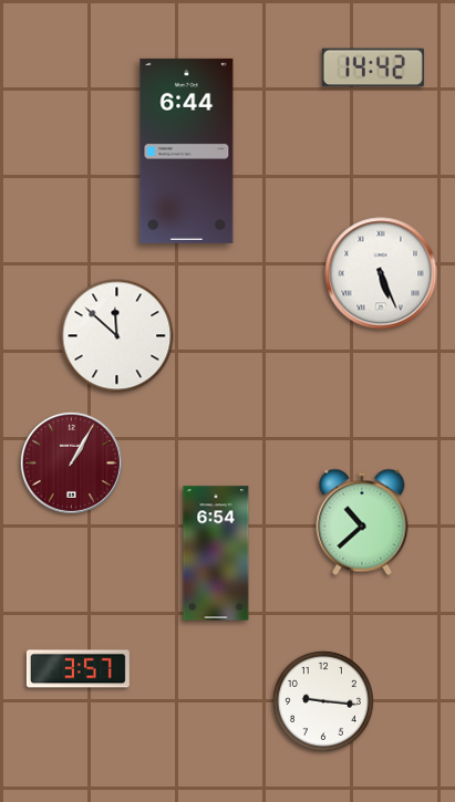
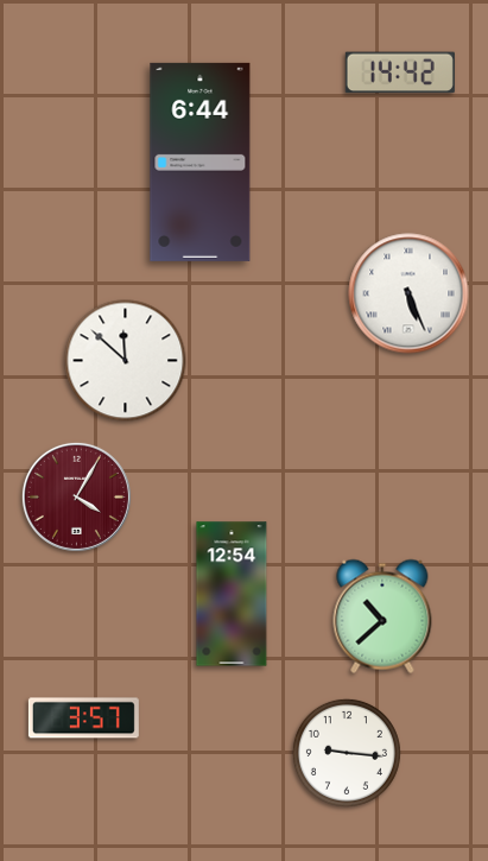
clock at (71, 462): 1:05 -> 4:05
clock at (362, 522) position: (362, 522) -> (382, 616)
clock at (216, 553): 6:54 -> 12:54
